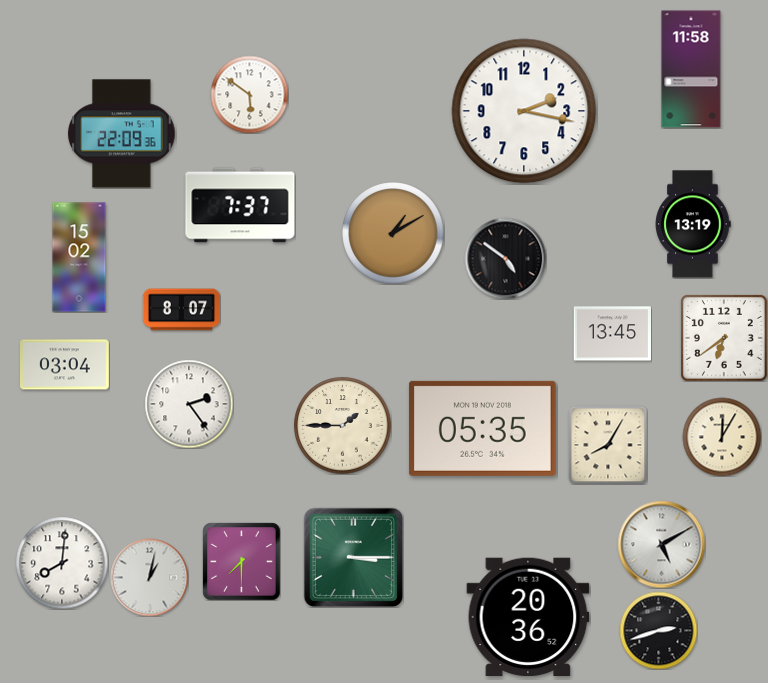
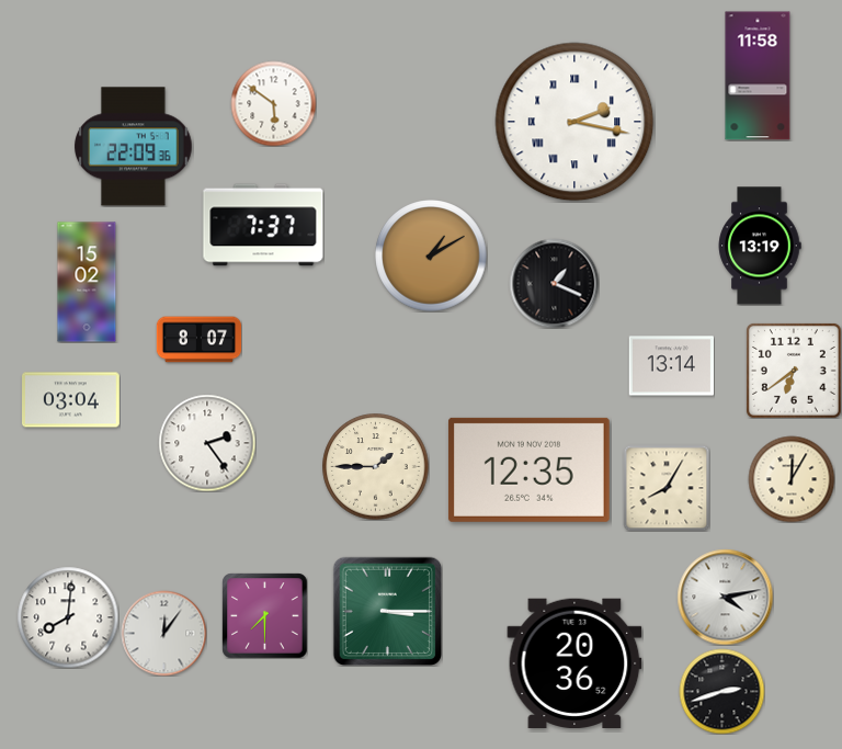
clock at (524, 111) numerals: Arabic -> Roman
clock at (505, 258): 4:51 -> 1:19
clock at (612, 334): 13:45 -> 13:14
clock at (482, 428): 05:35 -> 12:35
clock at (661, 544): 5:10 -> 4:13
clock at (149, 577): 1:02 -> 12:06
clock at (528, 616) position: (528, 616) -> (574, 662)
